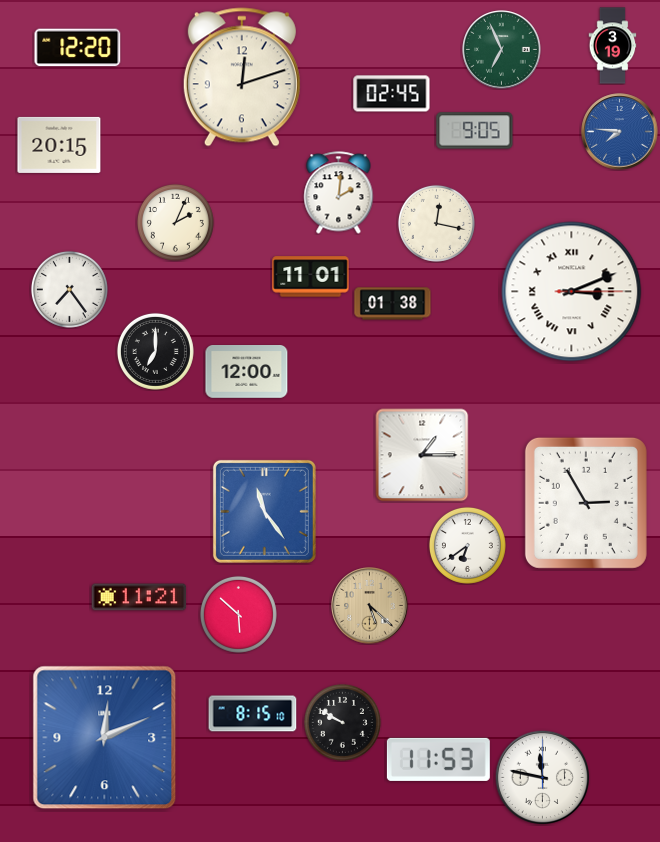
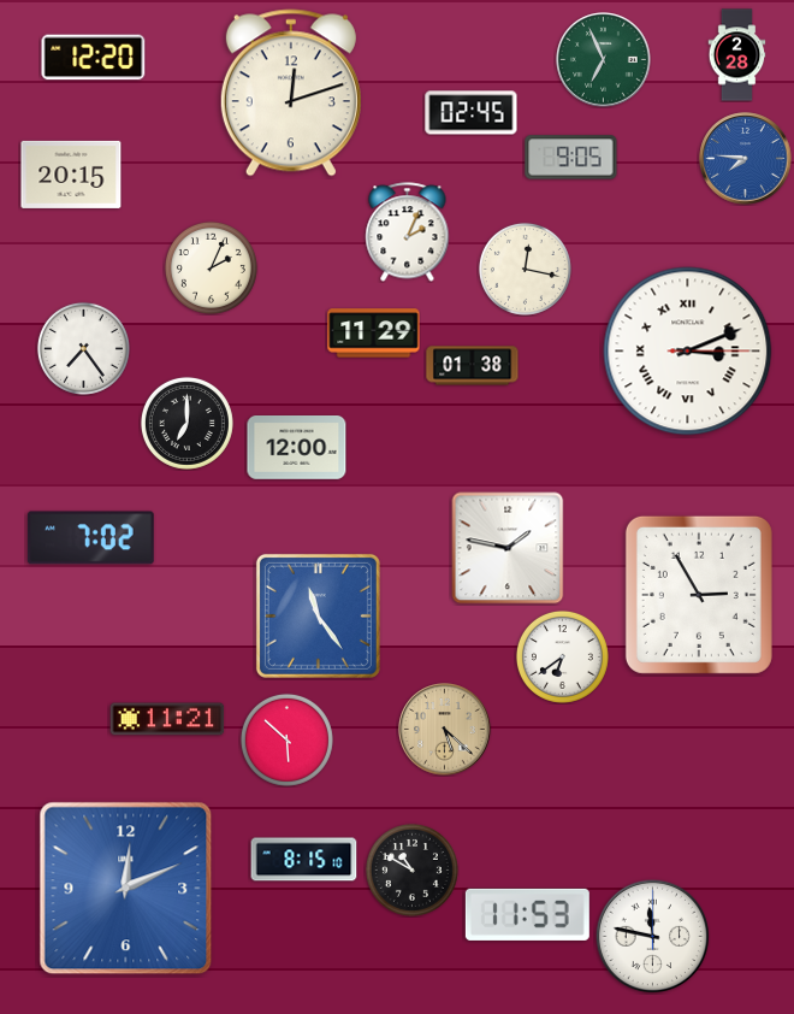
clock at (613, 46): 3:19 -> 2:28
clock at (339, 193): 2:01 -> 2:04
clock at (311, 277): 11:01 -> 11:29
clock at (90, 538): none -> 7:02
clock at (422, 455): 1:15 -> 1:47
clock at (586, 503) position: (586, 503) -> (699, 595)
clock at (342, 722): 9:50 -> 10:50
